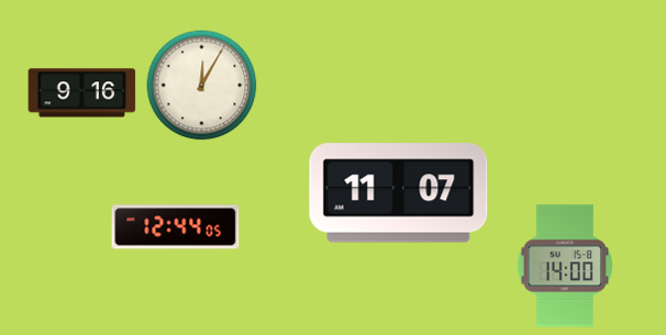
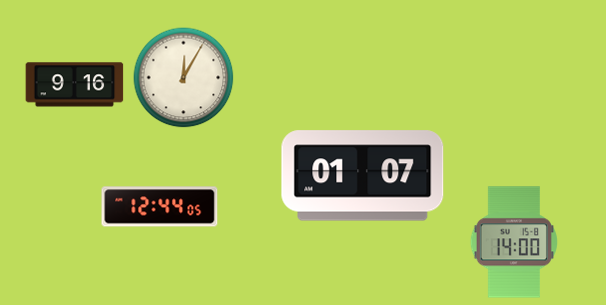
clock at (399, 193): 11:07 -> 01:07
